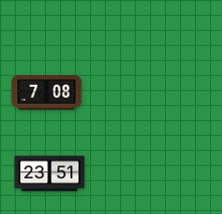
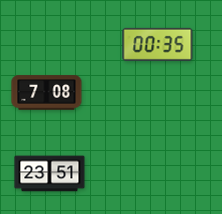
clock at (158, 44): none -> 00:35
